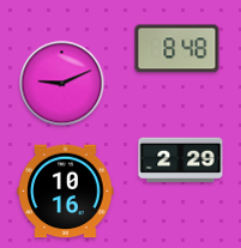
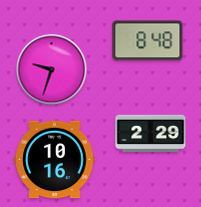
clock at (62, 84): 9:11 -> 9:33
